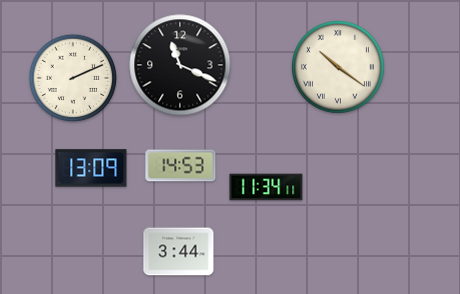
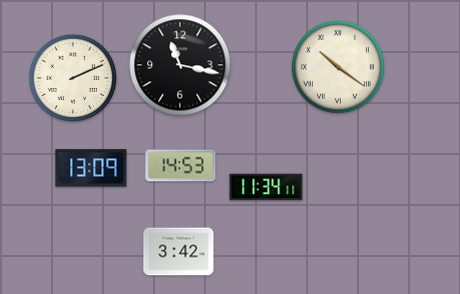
clock at (180, 65): 11:19 -> 11:17
clock at (179, 252): 3:44 -> 3:42
